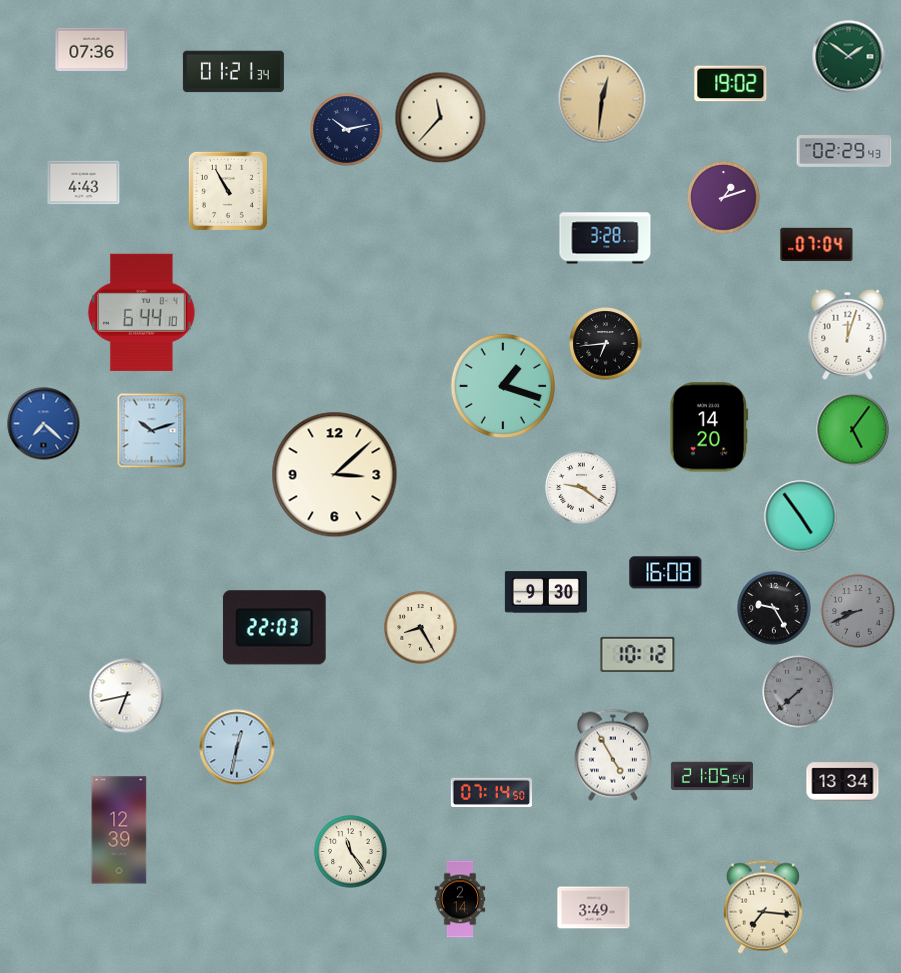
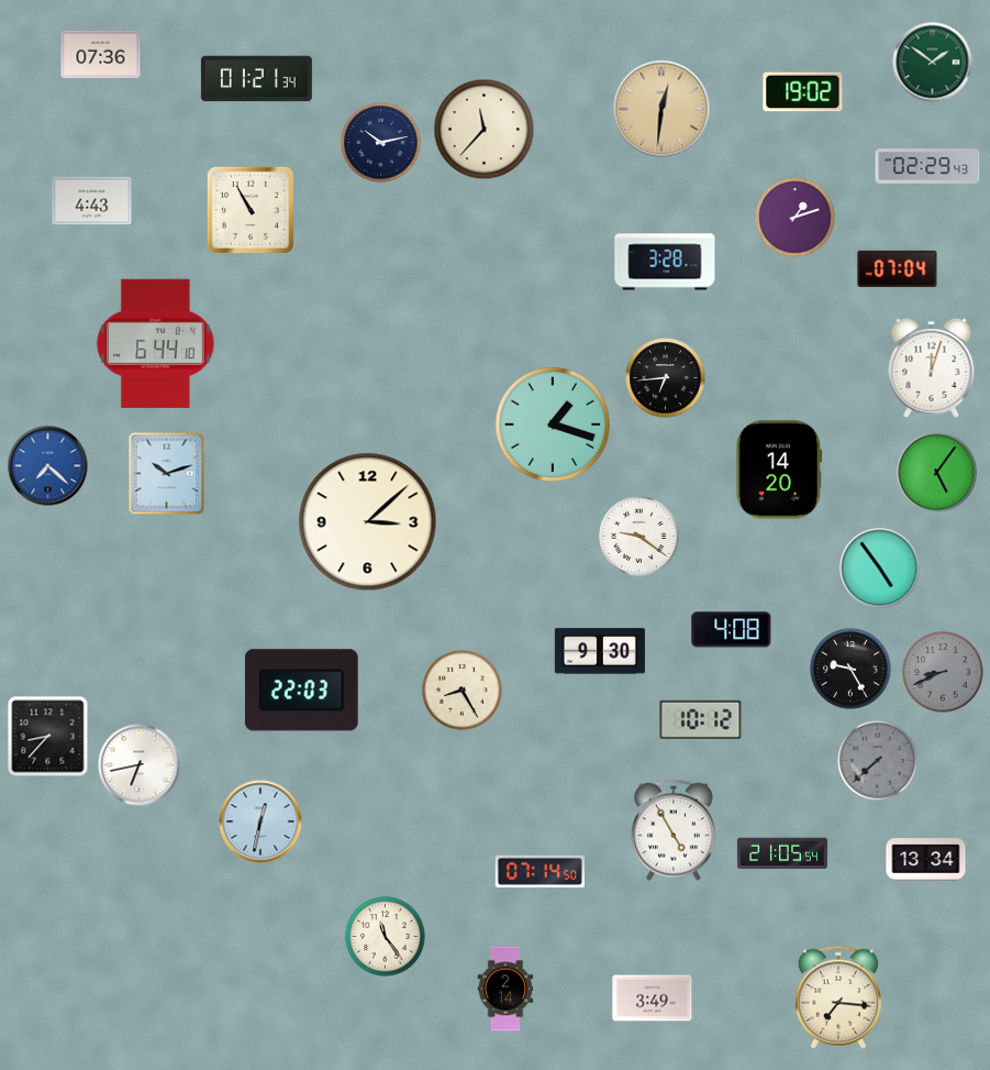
clock at (666, 573): 16:08 -> 4:08
clock at (48, 737): none -> 8:37
clock at (119, 830): 12:39 -> none
